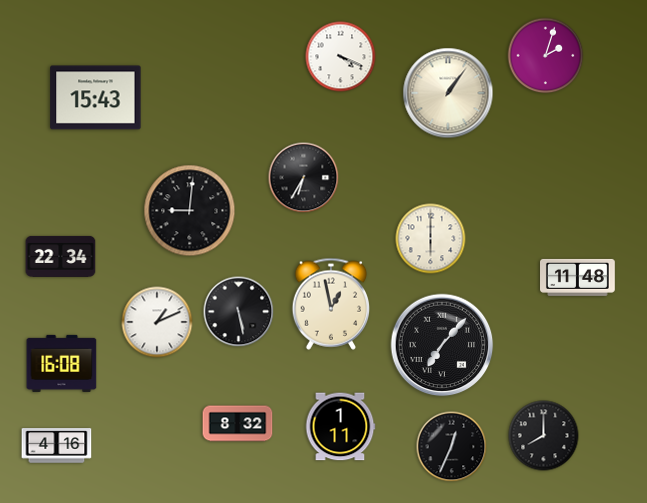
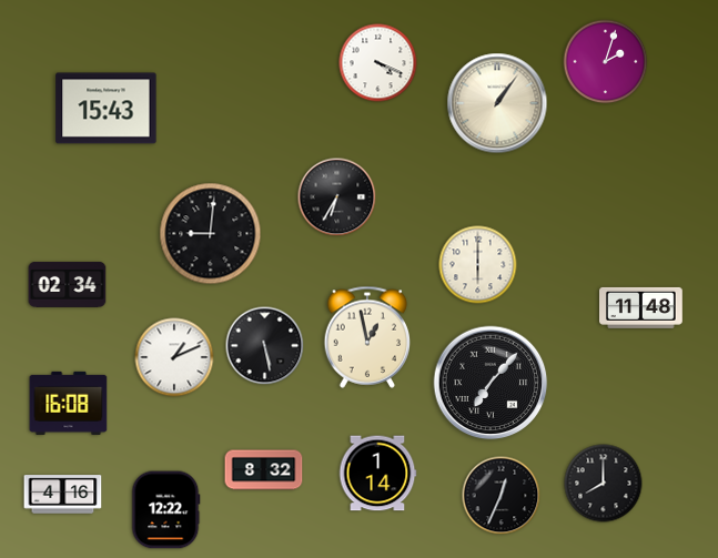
clock at (61, 256): 22:34 -> 02:34
clock at (340, 427): 1:11 -> 1:14
clock at (165, 510): none -> 12:22
